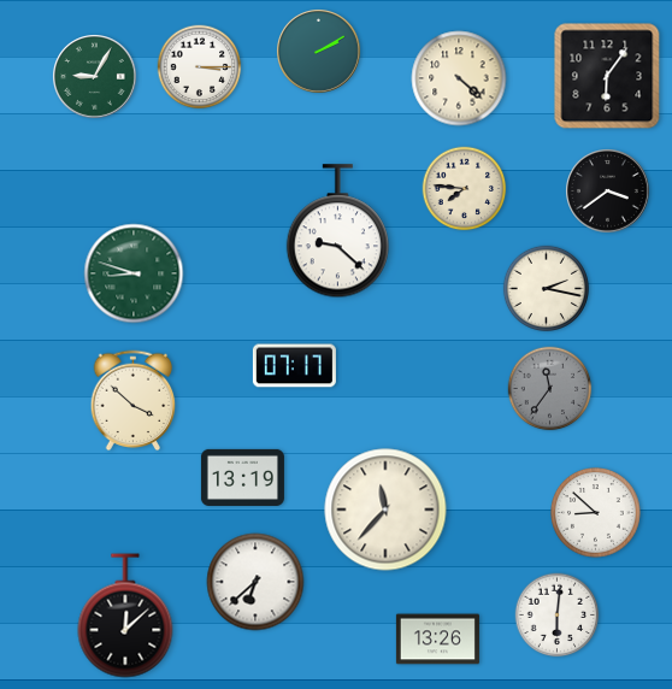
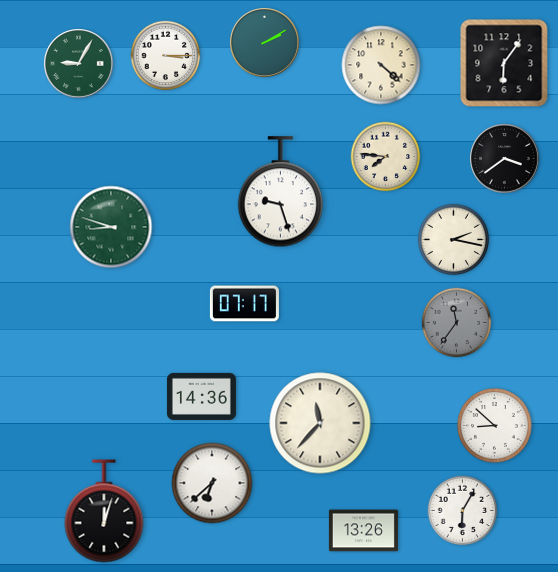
clock at (337, 231): 9:22 -> 9:27
clock at (134, 401): 3:52 -> none
clock at (242, 477): 13:19 -> 14:36
clock at (125, 616): 12:08 -> 12:03
clock at (558, 616): 6:01 -> 6:05
